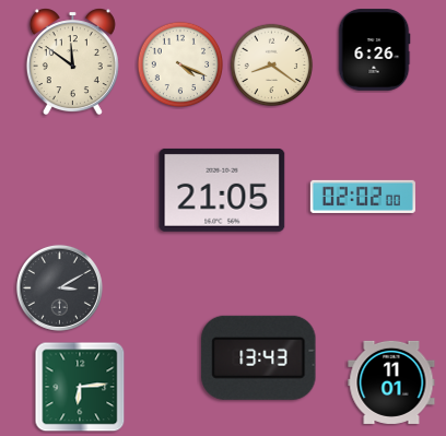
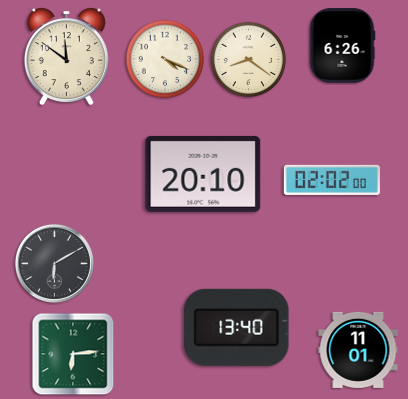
clock at (222, 190): 21:05 -> 20:10
clock at (59, 287): 3:10 -> 6:10
clock at (259, 357): 13:43 -> 13:40
